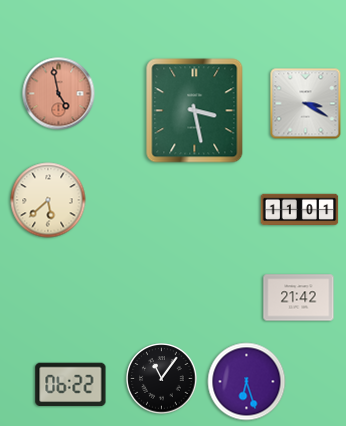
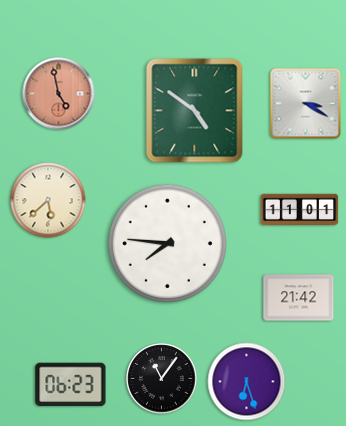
clock at (195, 111): 3:28 -> 4:51
clock at (167, 243): none -> 7:46
clock at (71, 385): 06:22 -> 06:23
